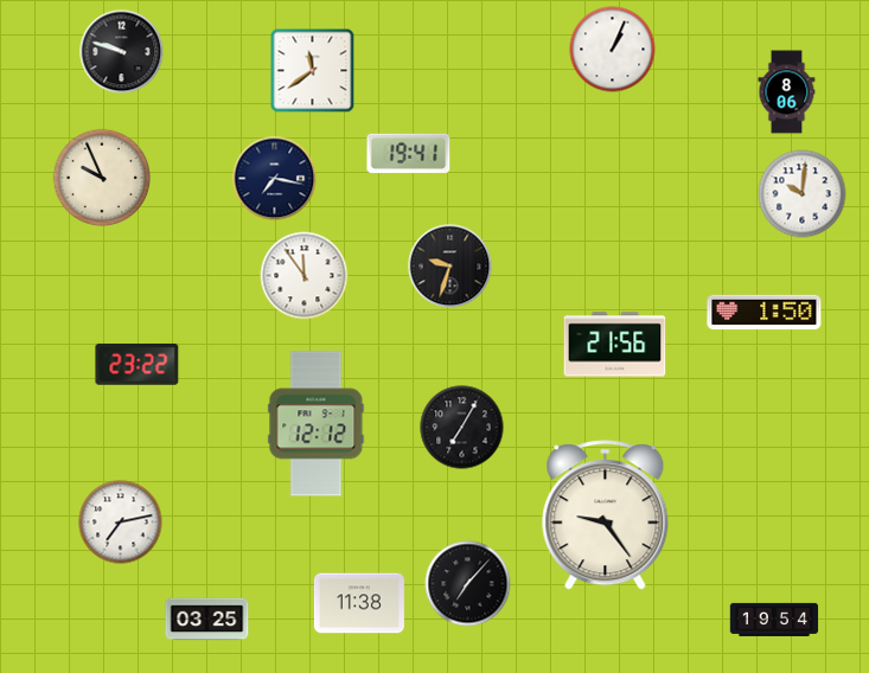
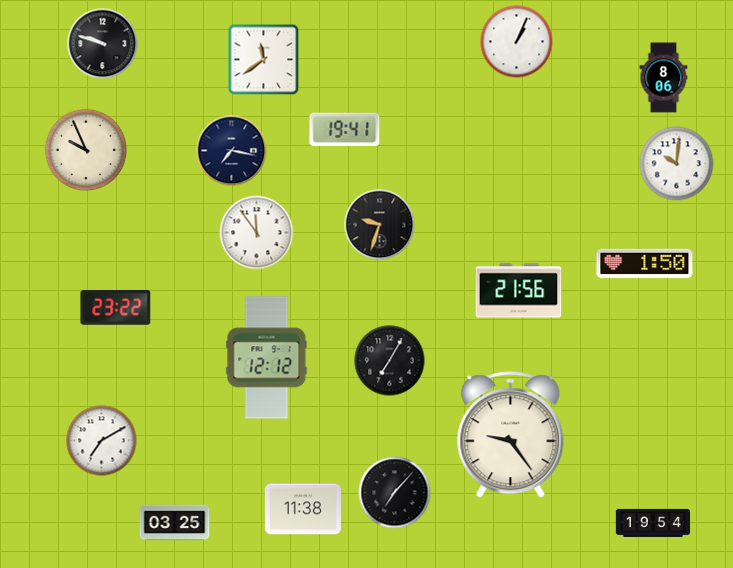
clock at (121, 523): 7:13 -> 7:10
